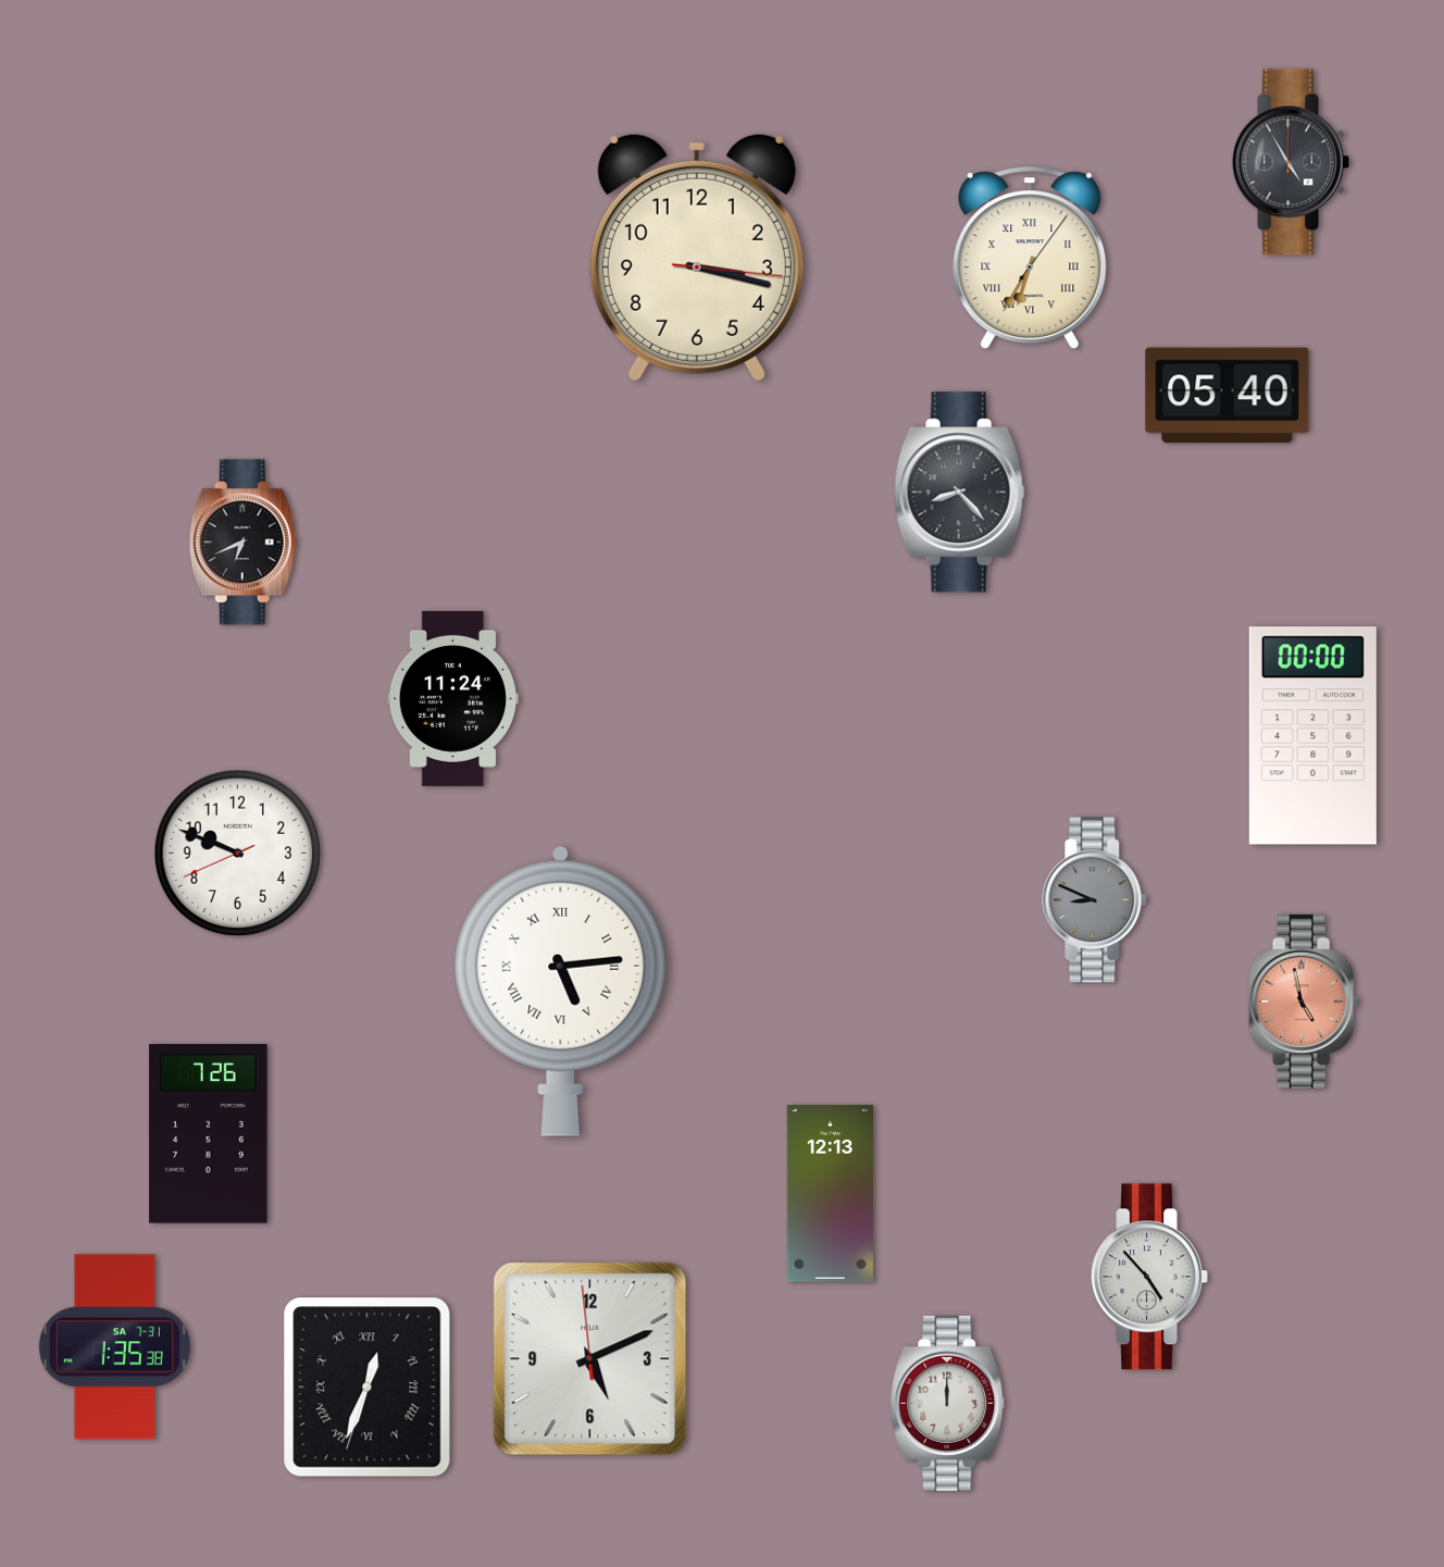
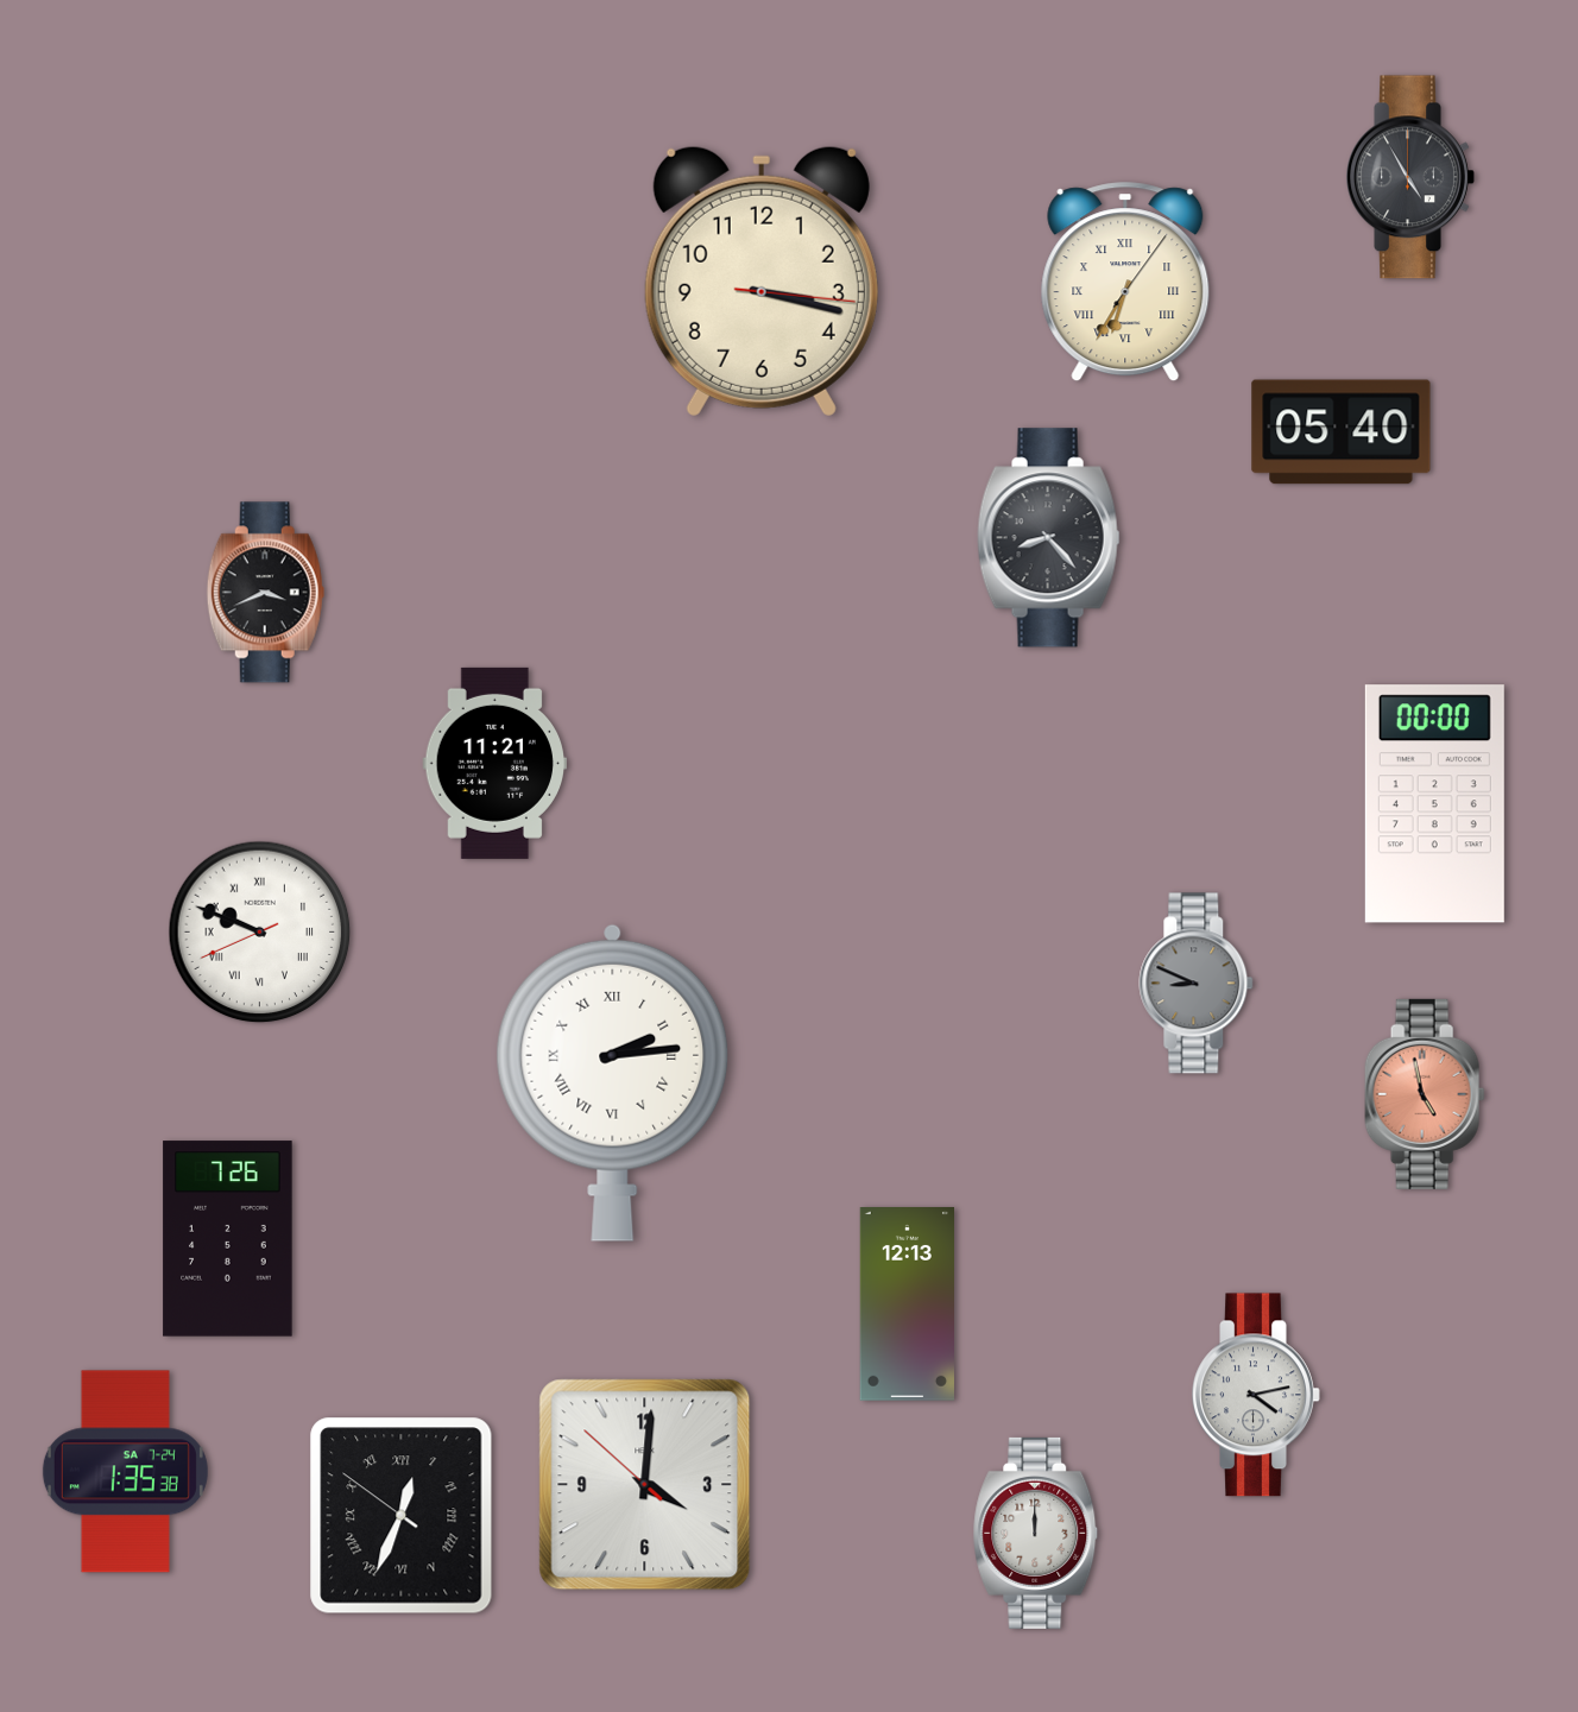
clock at (242, 543): 6:41 -> 3:41
clock at (452, 698): 11:24 -> 11:21
clock at (238, 854) numerals: Arabic -> Roman
clock at (561, 991): 5:14 -> 2:14
clock at (1149, 1277): 4:53 -> 4:13
clock at (114, 1347) date: SA 7-31 -> SA 7-24
clock at (590, 1359): 5:10 -> 4:00
clock at (368, 1388): 12:33:33 -> 12:33:51
